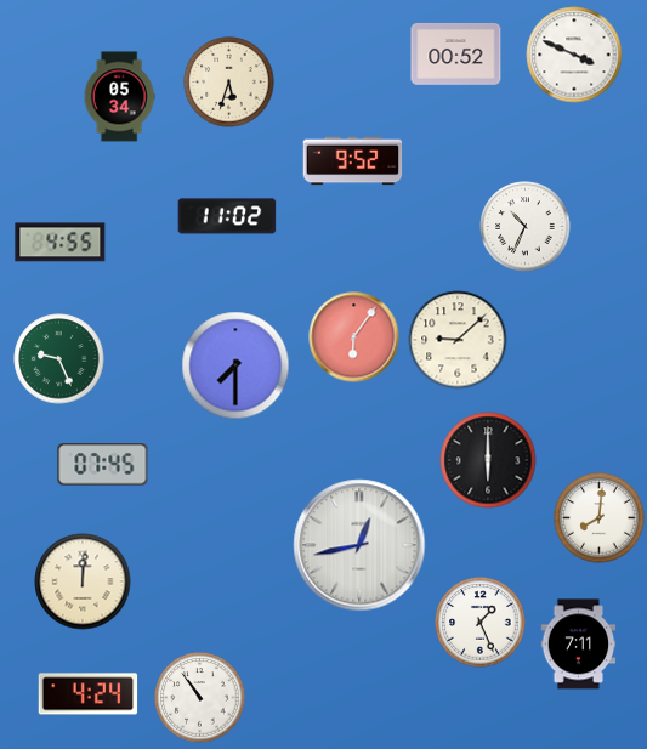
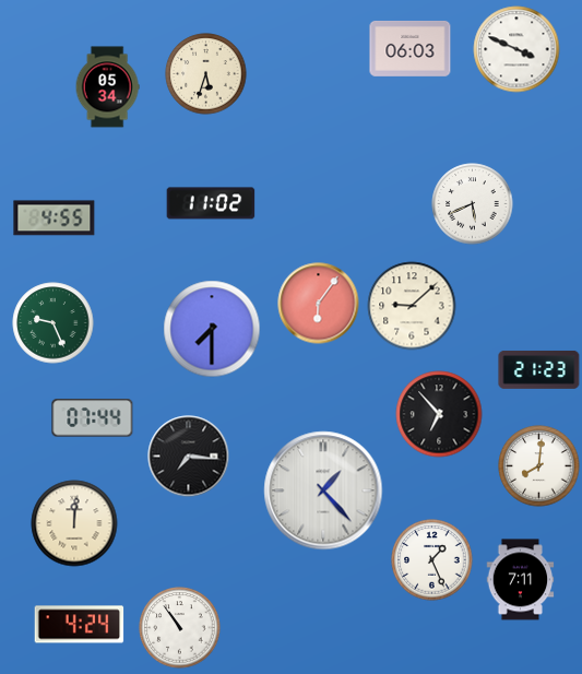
clock at (456, 53): 00:52 -> 06:03
clock at (353, 161): 9:52 -> none
clock at (227, 216) position: (227, 216) -> (211, 203)
clock at (526, 227): 10:34 -> 5:41
clock at (539, 370): none -> 21:23
clock at (488, 460): 6:00 -> 6:53
clock at (103, 465): 07:45 -> 07:44
clock at (189, 457): none -> 7:16
clock at (359, 545): 12:43 -> 1:23
